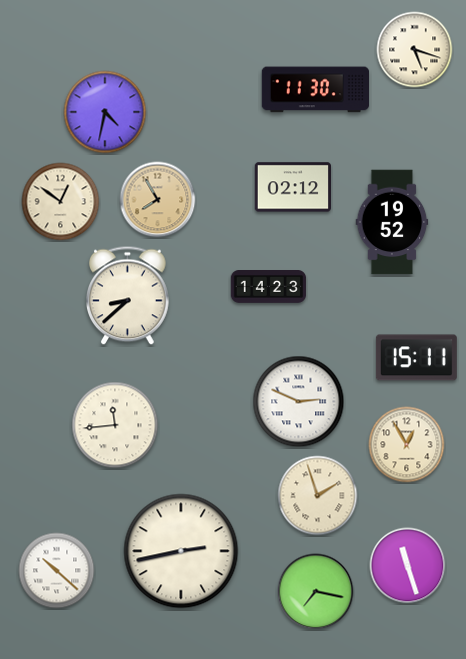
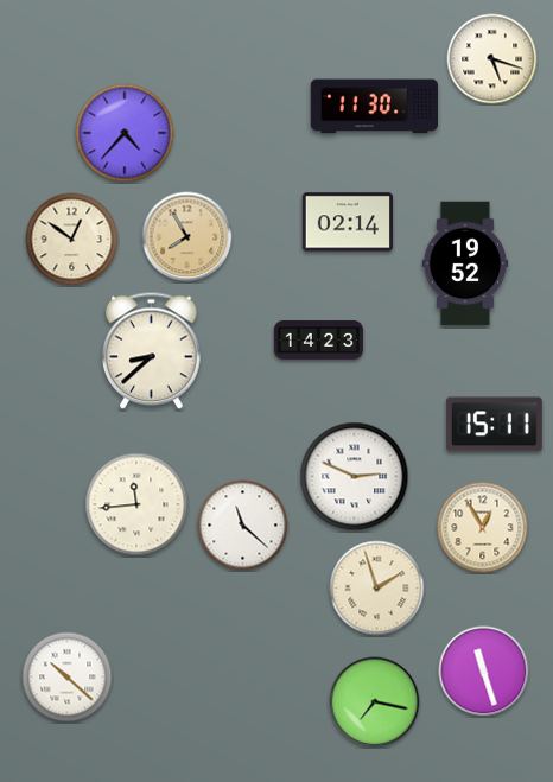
clock at (105, 112): 4:32 -> 4:37
clock at (292, 187): 02:12 -> 02:14
clock at (243, 526): none -> 11:22
clock at (181, 551): 2:43 -> none
